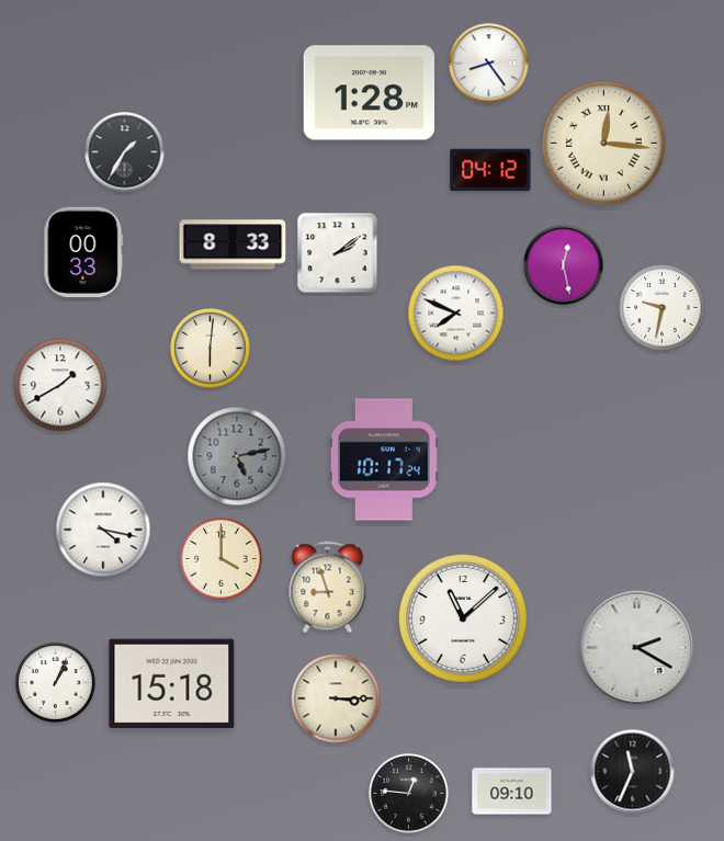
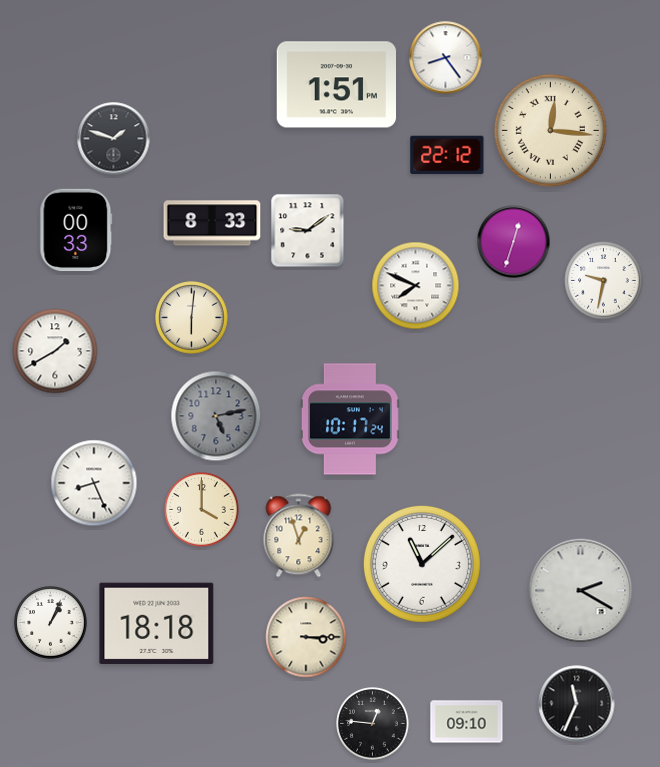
clock at (370, 93): 1:28 -> 1:51
clock at (125, 152): 1:35 -> 1:48
clock at (490, 170): 04:12 -> 22:12
clock at (338, 253): 2:09 -> 9:09
clock at (564, 265): 12:28 -> 12:33
clock at (103, 530): 4:17 -> 8:26
clock at (328, 588): 8:57 -> 12:57
clock at (172, 684): 15:18 -> 18:18
